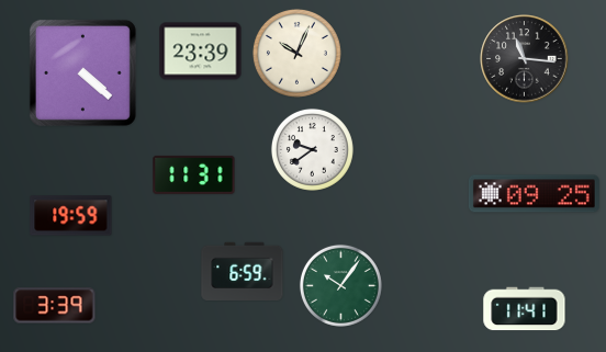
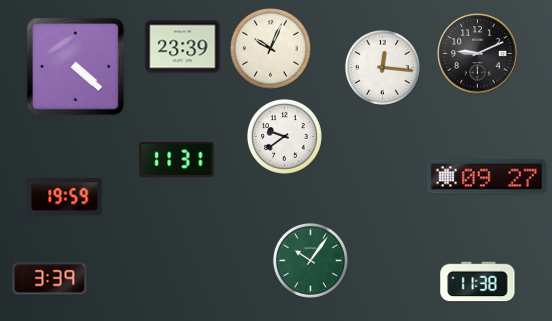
clock at (525, 59): 11:16 -> 9:11
clock at (382, 67): none -> 12:16
clock at (534, 194): 09:25 -> 09:27
clock at (243, 271): 6:59 -> none
clock at (525, 309): 11:41 -> 11:38
